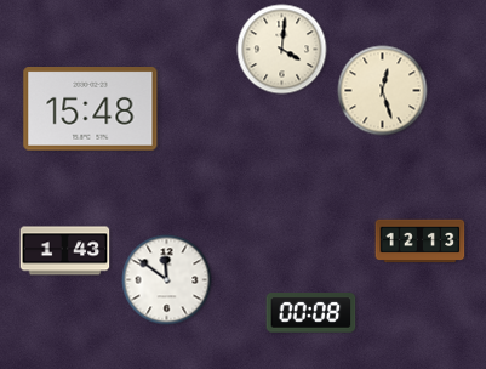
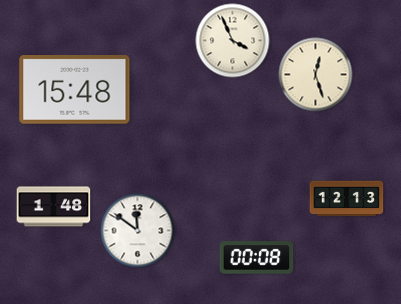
clock at (282, 50): 4:01 -> 3:56
clock at (65, 251): 1:43 -> 1:48
